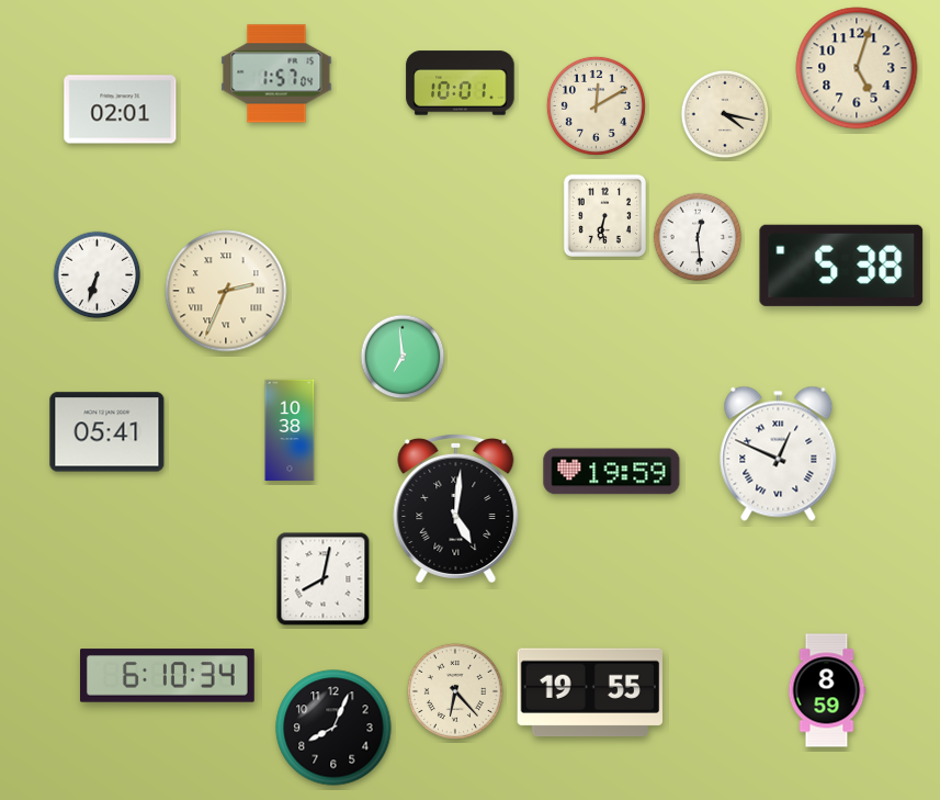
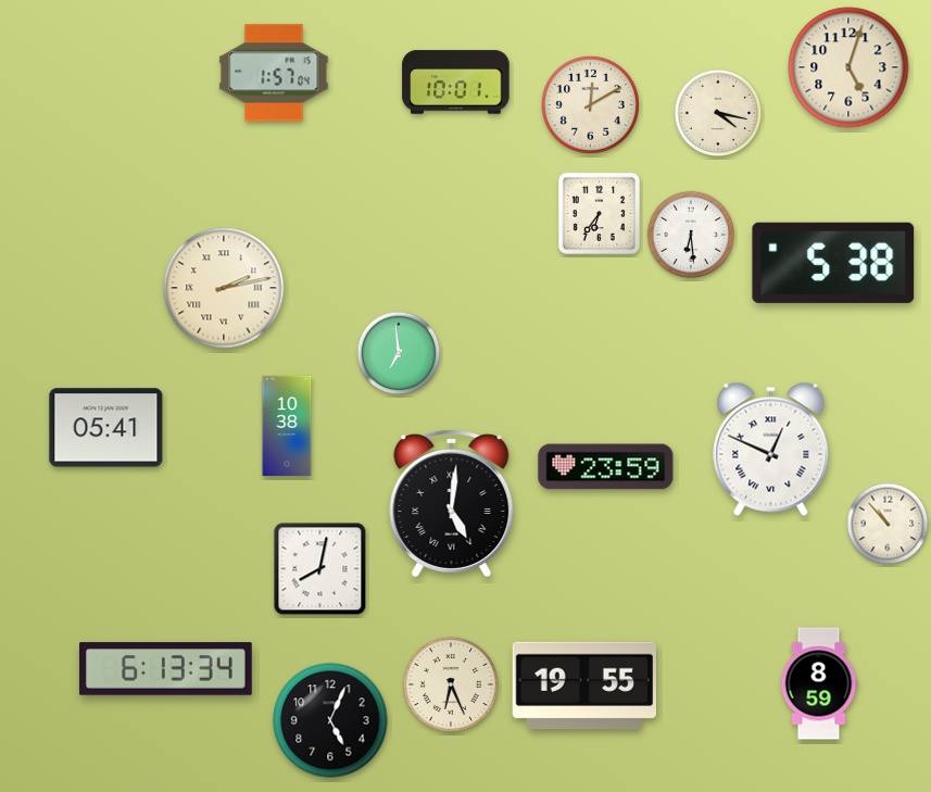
clock at (121, 110): 02:01 -> none
clock at (604, 215): 6:32 -> 6:36
clock at (698, 237): 12:29 -> 6:29
clock at (98, 275): 6:33 -> none
clock at (226, 291): 2:34 -> 2:13
clock at (612, 472): 19:59 -> 23:59
clock at (888, 524): none -> 10:53
clock at (324, 579) position: (324, 579) -> (320, 569)
clock at (168, 676): 6:10 -> 6:13
clock at (455, 691): 6:23 -> 6:26
clock at (333, 728): 8:04 -> 5:04
